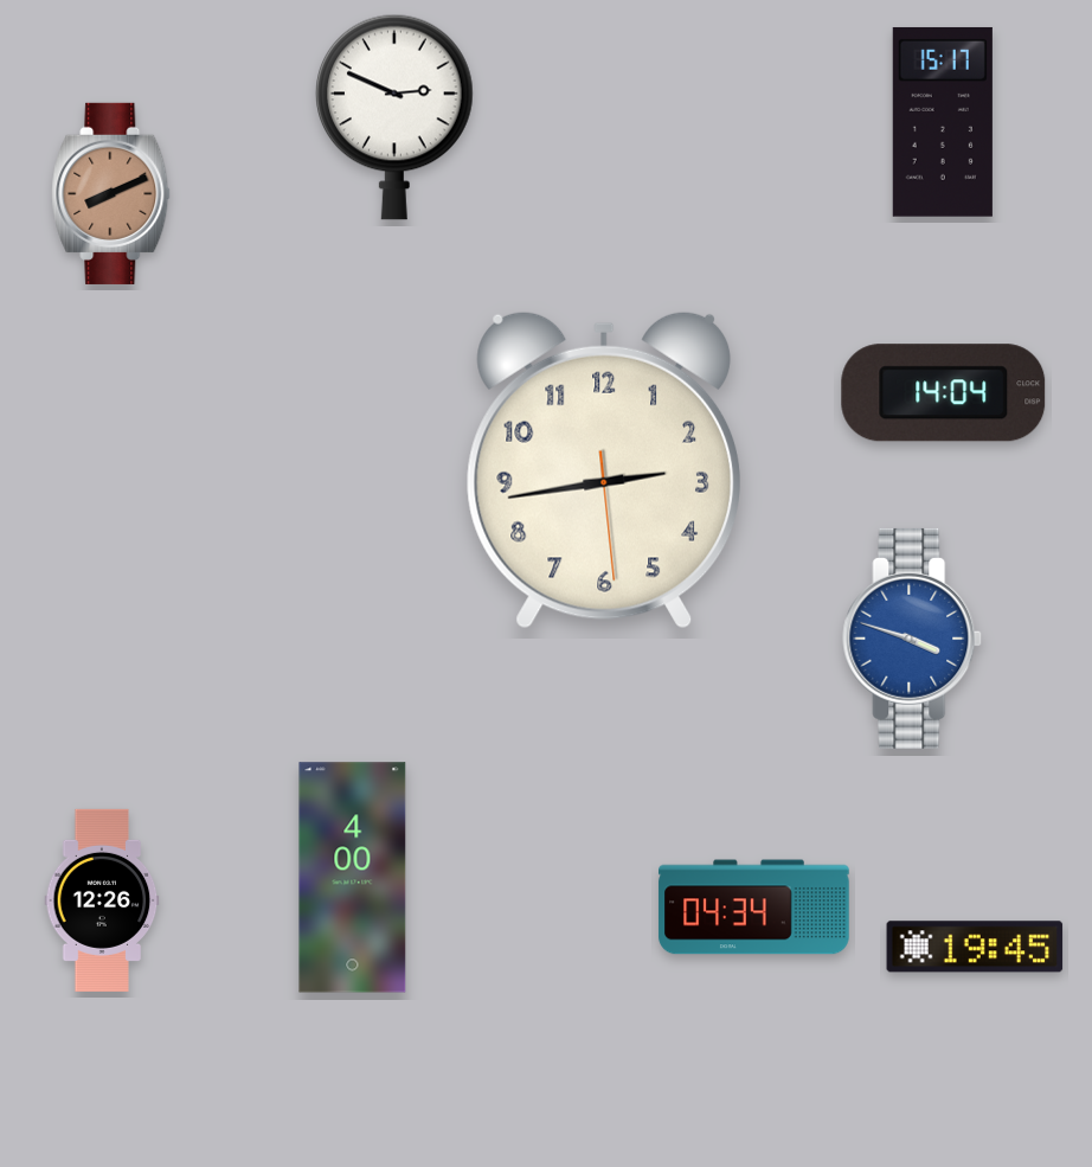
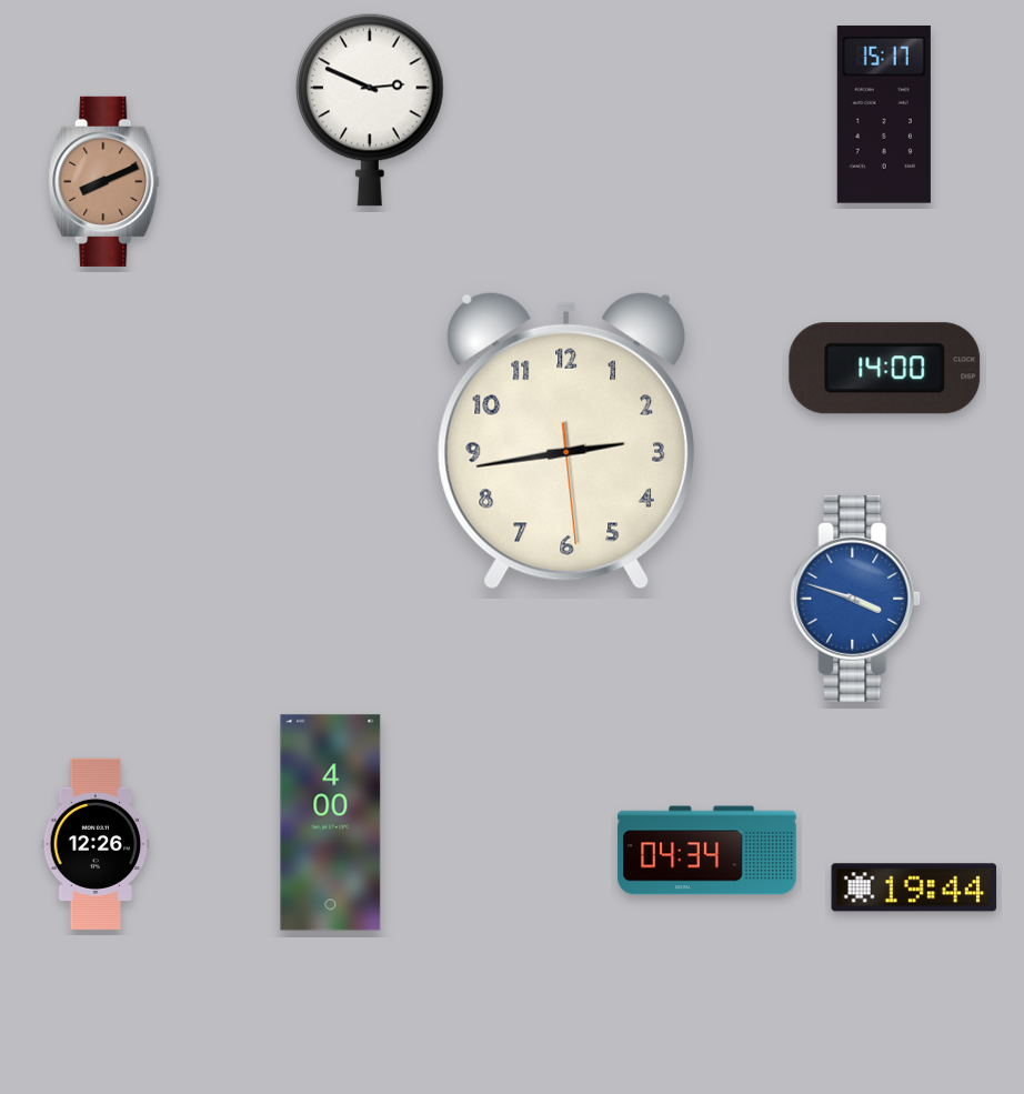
clock at (944, 393): 14:04 -> 14:00
clock at (975, 947): 19:45 -> 19:44
